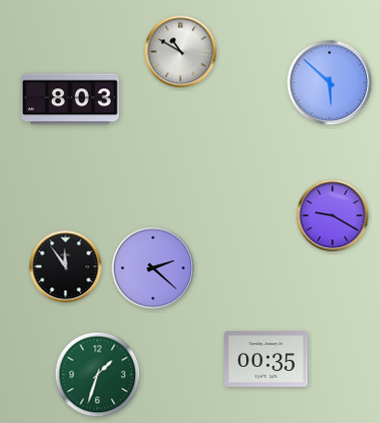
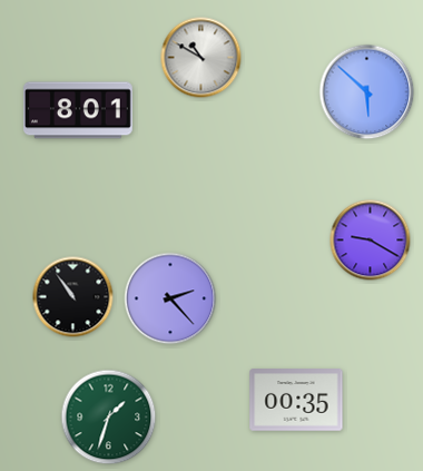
clock at (71, 99): 8:03 -> 8:01
clock at (66, 267): 11:54 -> 10:54
clock at (153, 268): 2:22 -> 2:23
